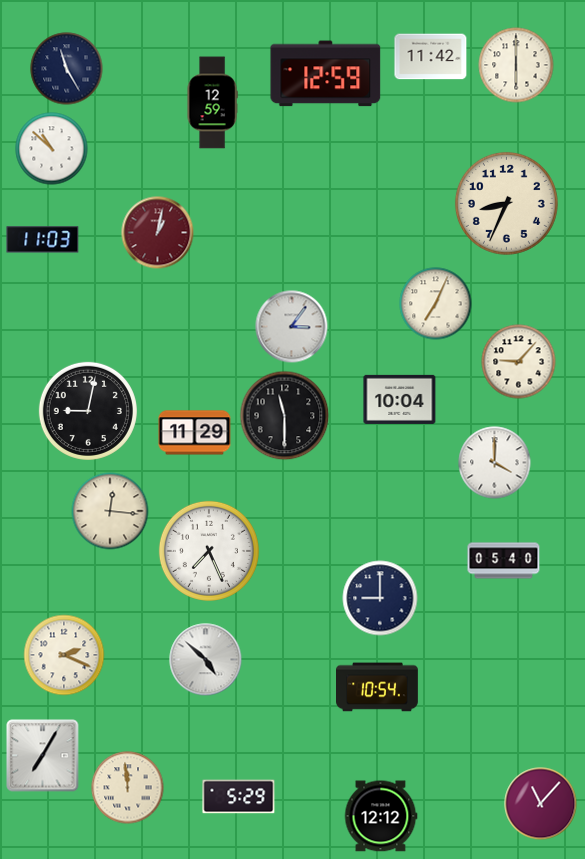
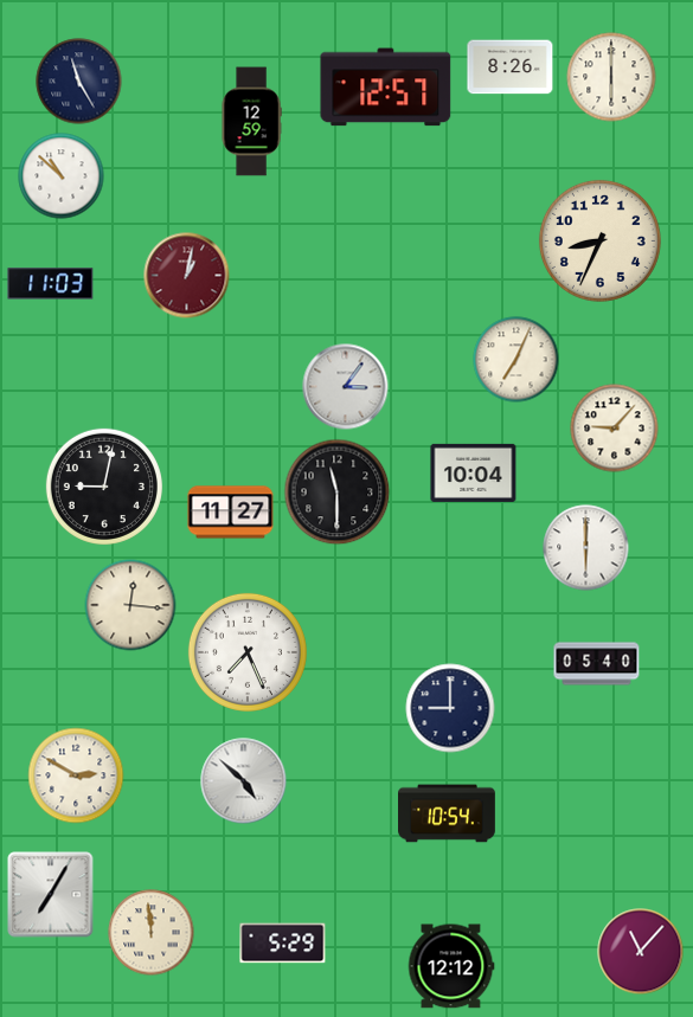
clock at (431, 57): 11:42 -> 8:26
clock at (326, 74): 12:59 -> 12:57
clock at (195, 433): 11:29 -> 11:27
clock at (495, 463): 4:00 -> 6:00
clock at (64, 655): 2:19 -> 2:50
